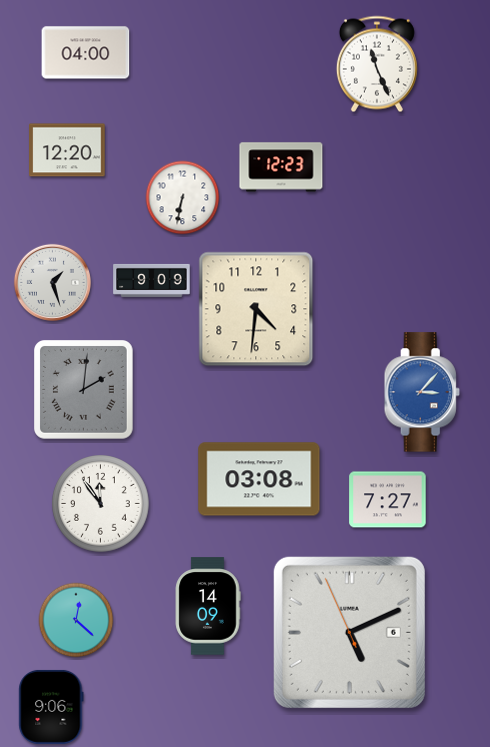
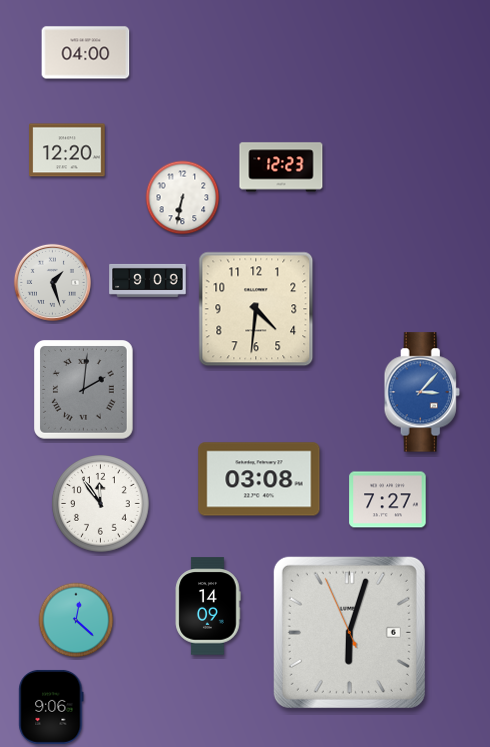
clock at (377, 64): 11:26 -> none
clock at (152, 280) position: (152, 280) -> (148, 280)
clock at (349, 632): 5:10 -> 6:02
